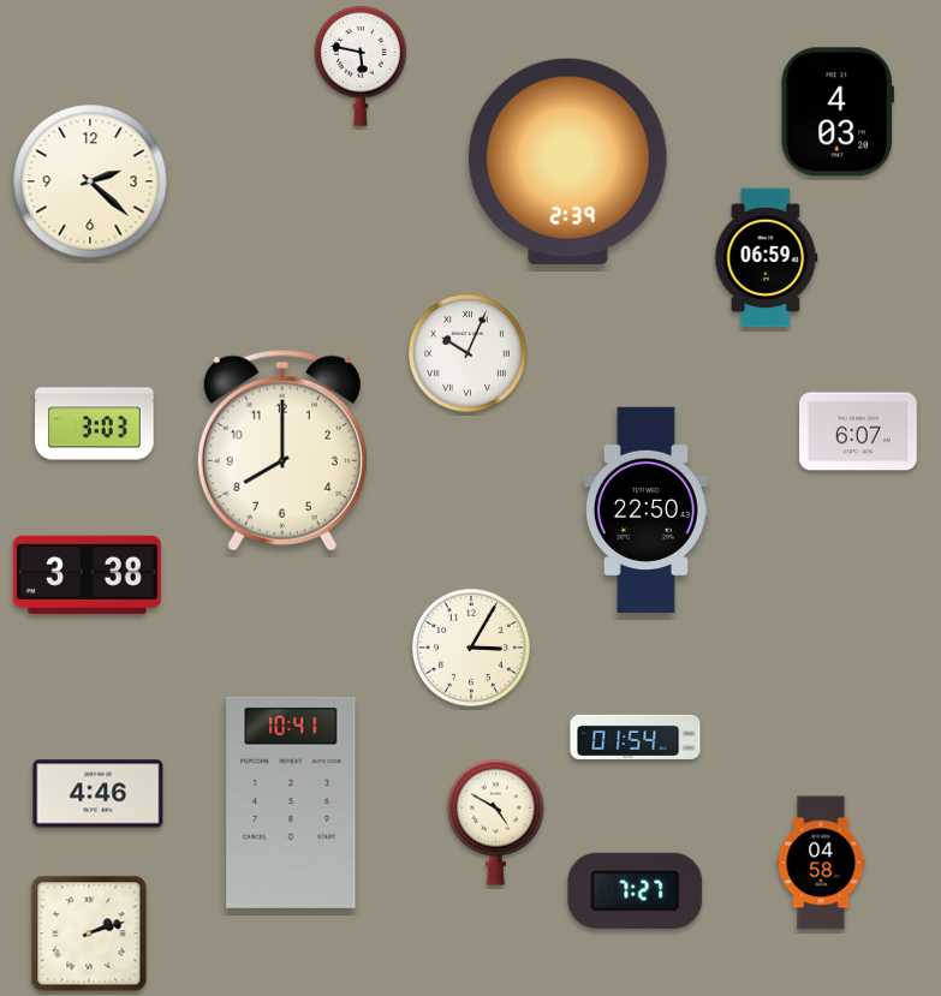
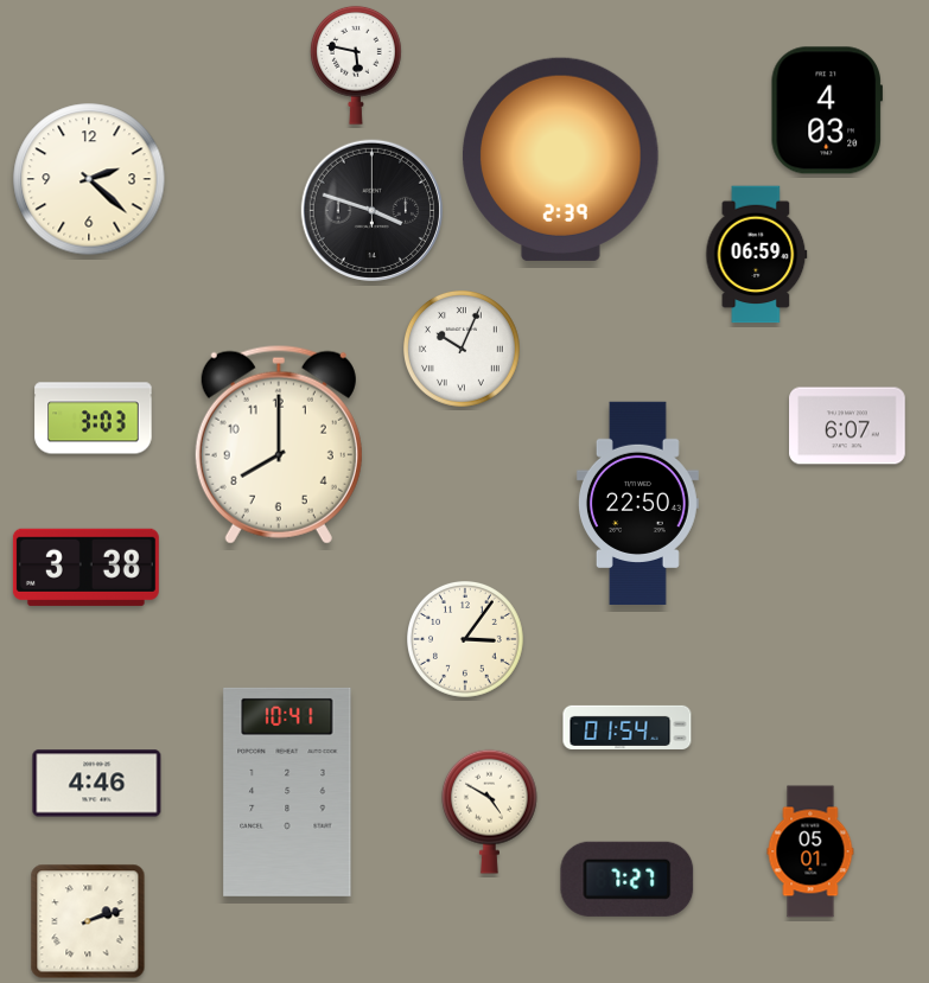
clock at (371, 210): none -> 3:48
clock at (472, 649): 3:05 -> 3:06
clock at (821, 863): 04:58 -> 05:01
